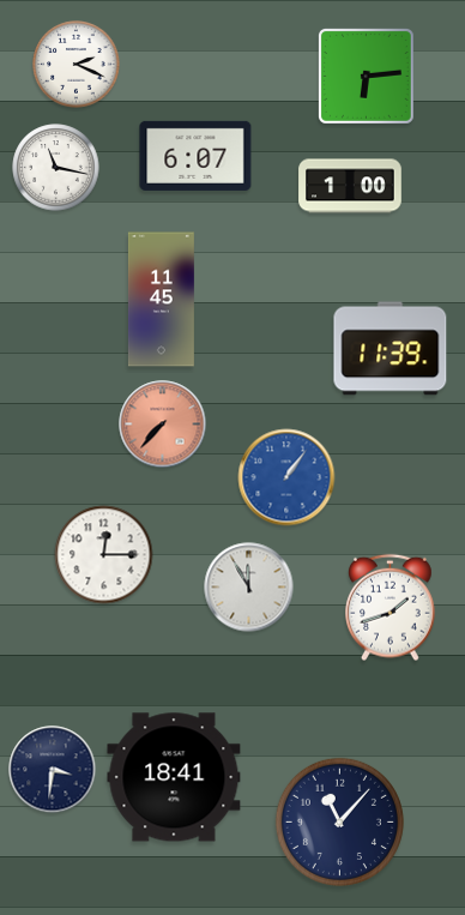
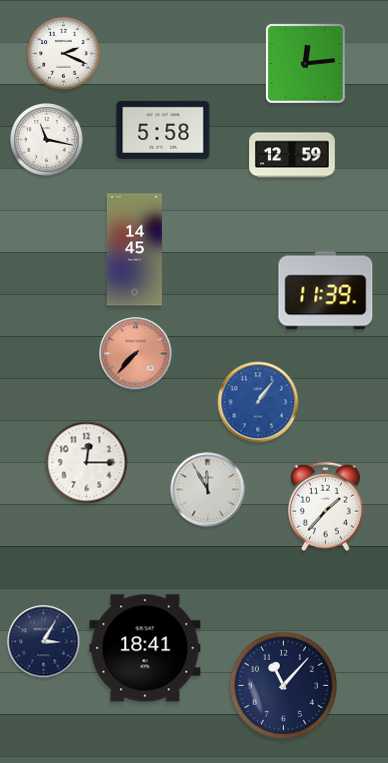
clock at (367, 77): 6:14 -> 12:14
clock at (195, 156): 6:07 -> 5:58
clock at (350, 186): 1:00 -> 12:59
clock at (161, 300): 11:45 -> 14:45
clock at (286, 477) position: (286, 477) -> (258, 402)
clock at (391, 608): 1:42 -> 1:37
clock at (53, 770): 3:31 -> 3:05
